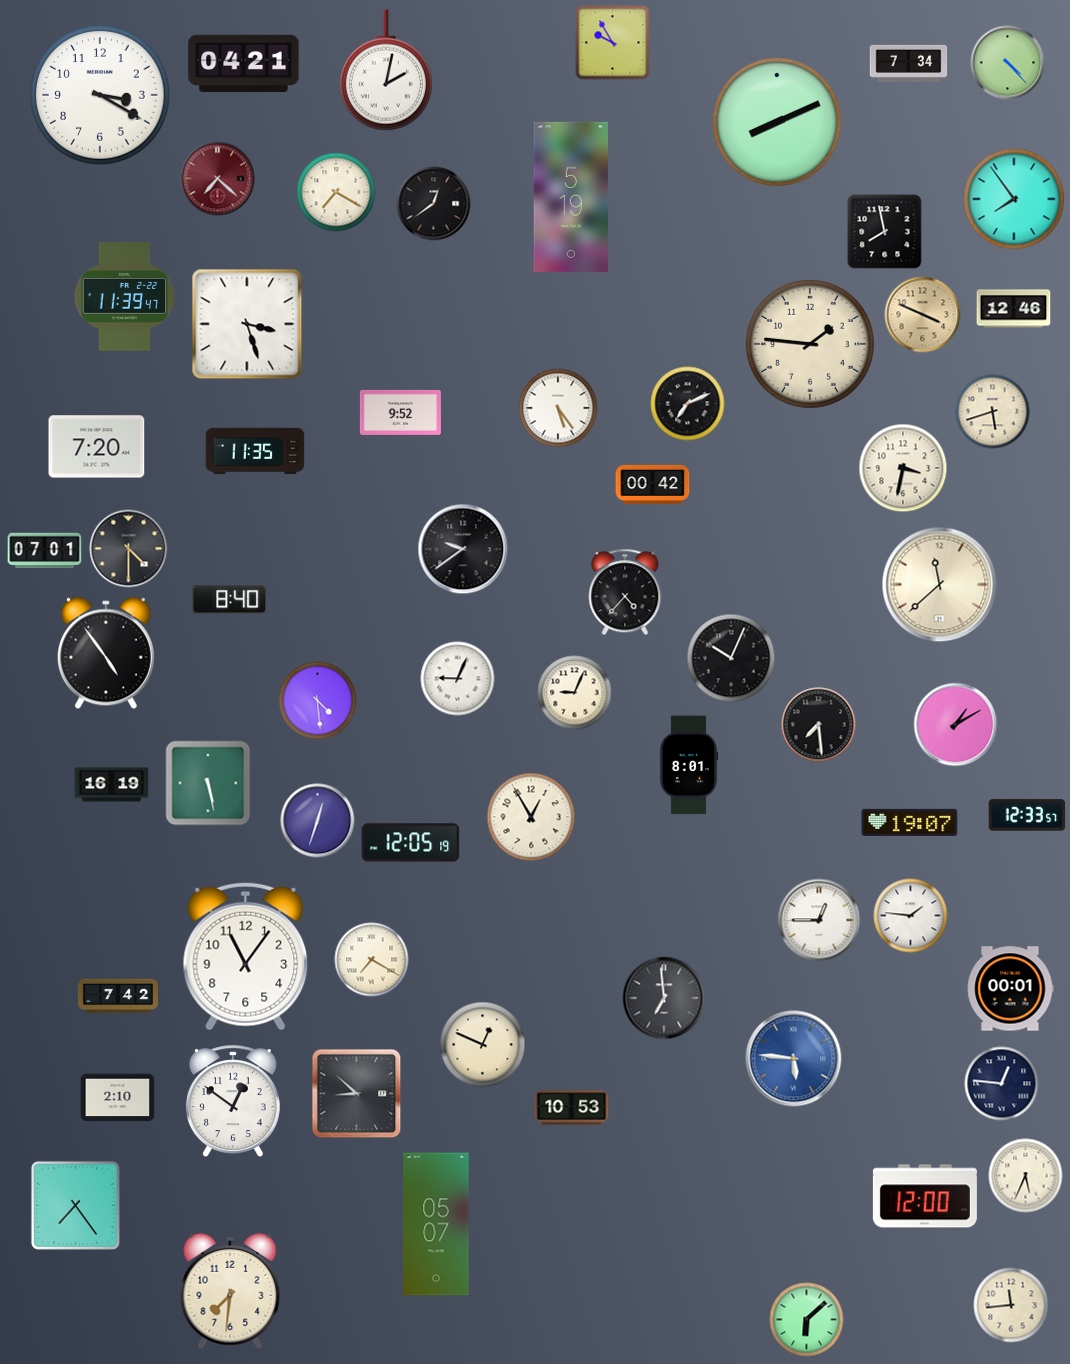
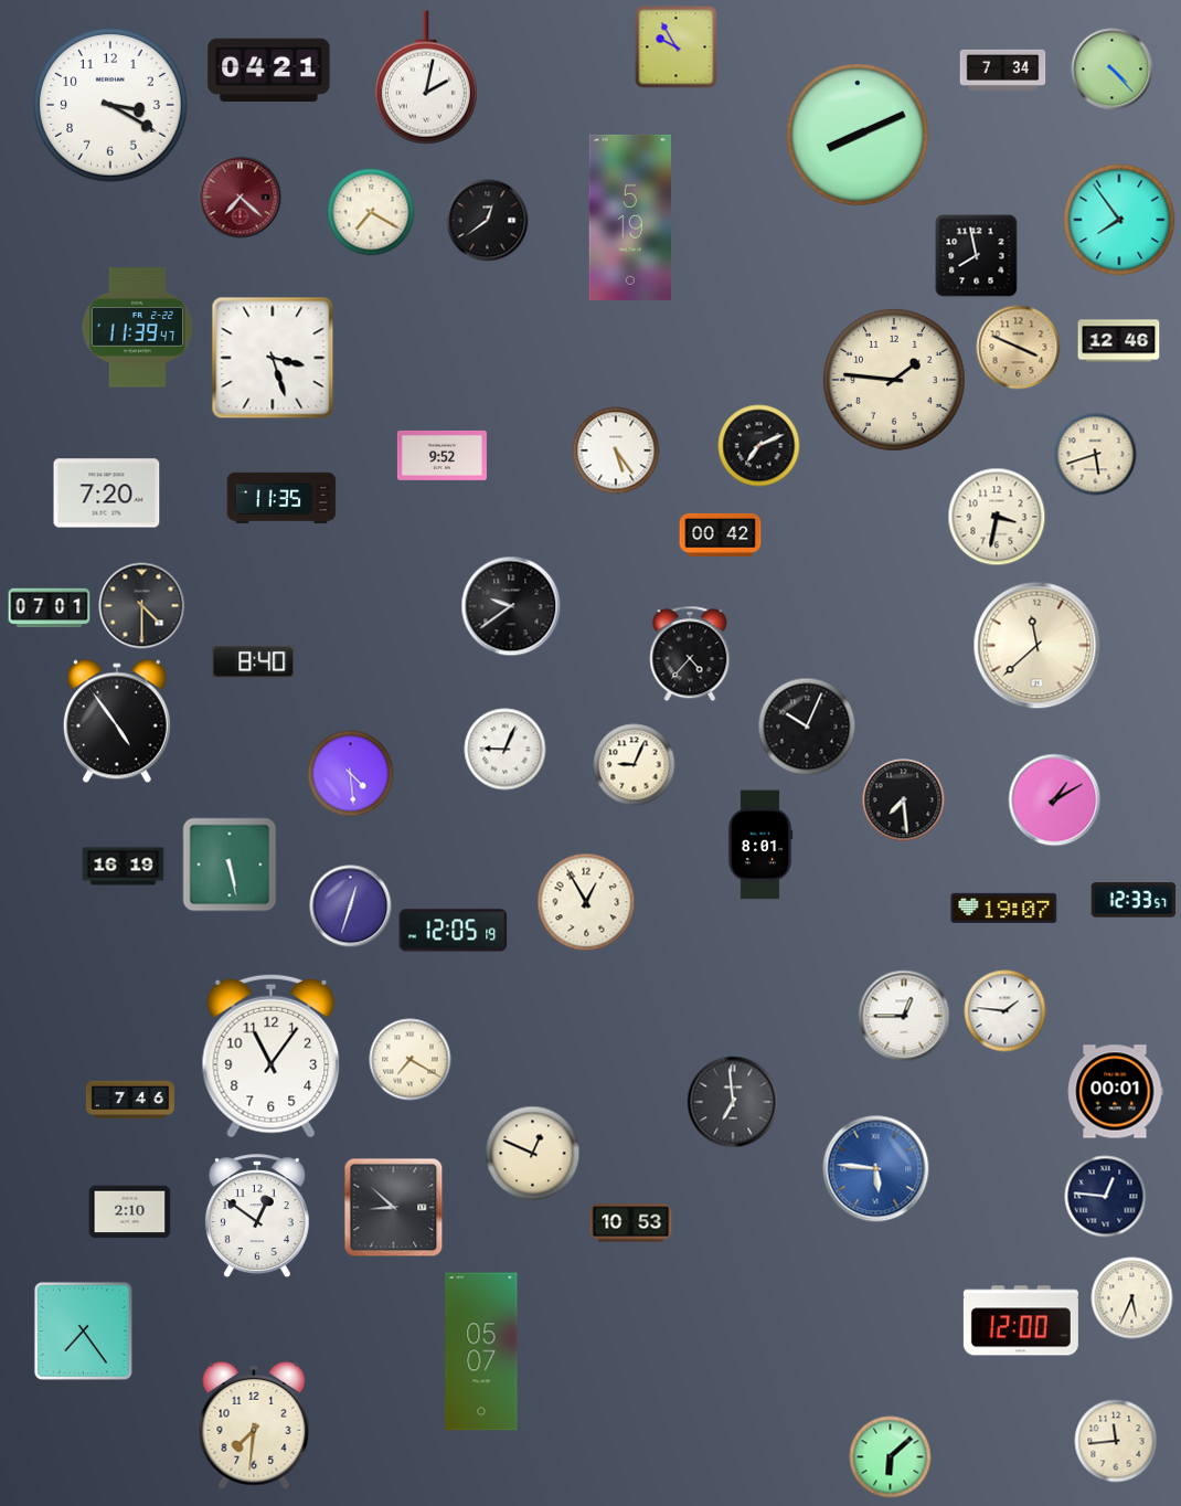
clock at (434, 204) position: (434, 204) -> (488, 221)
clock at (118, 995): 7:42 -> 7:46
